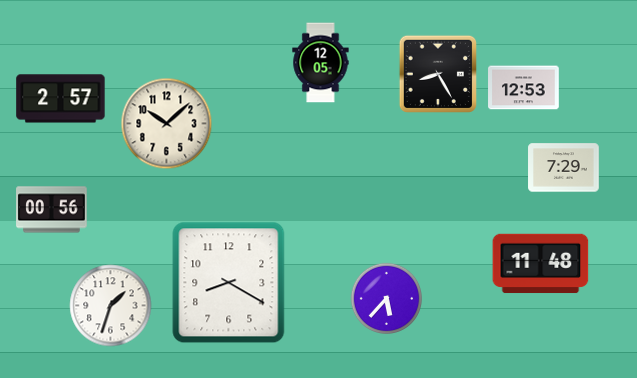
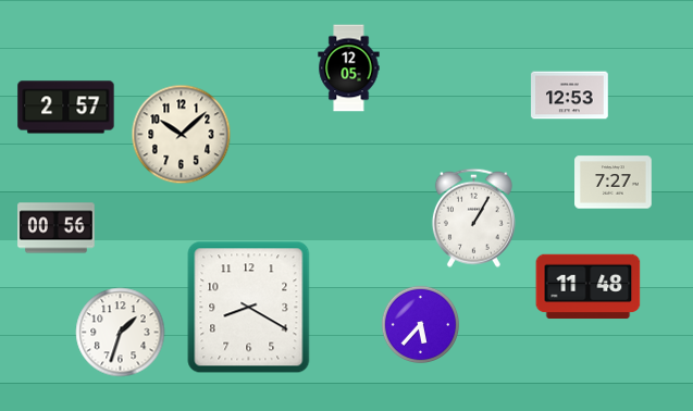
clock at (437, 73): 8:25 -> none
clock at (564, 168): 7:29 -> 7:27
clock at (473, 217): none -> 1:05
